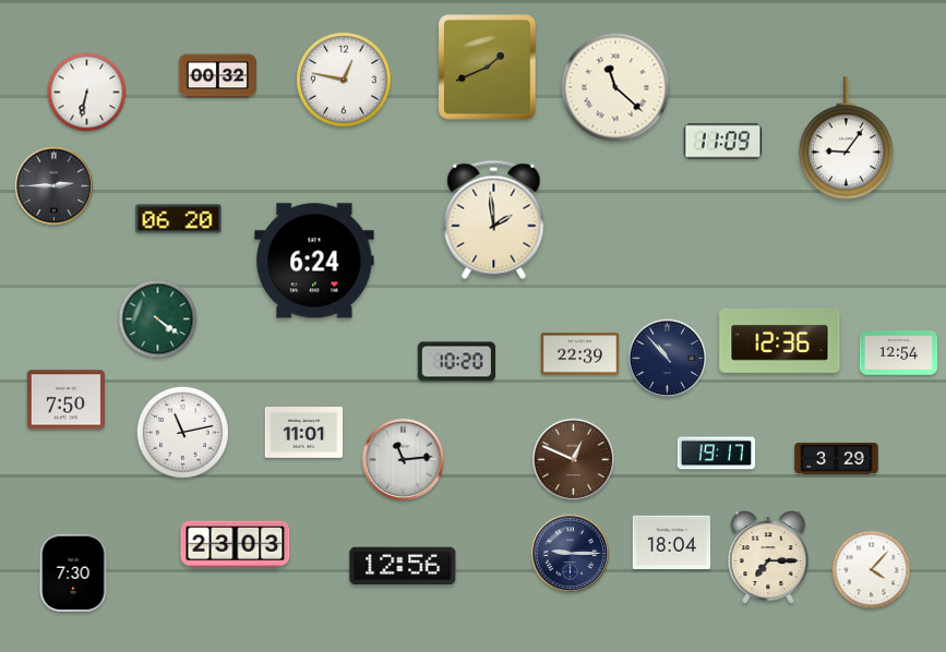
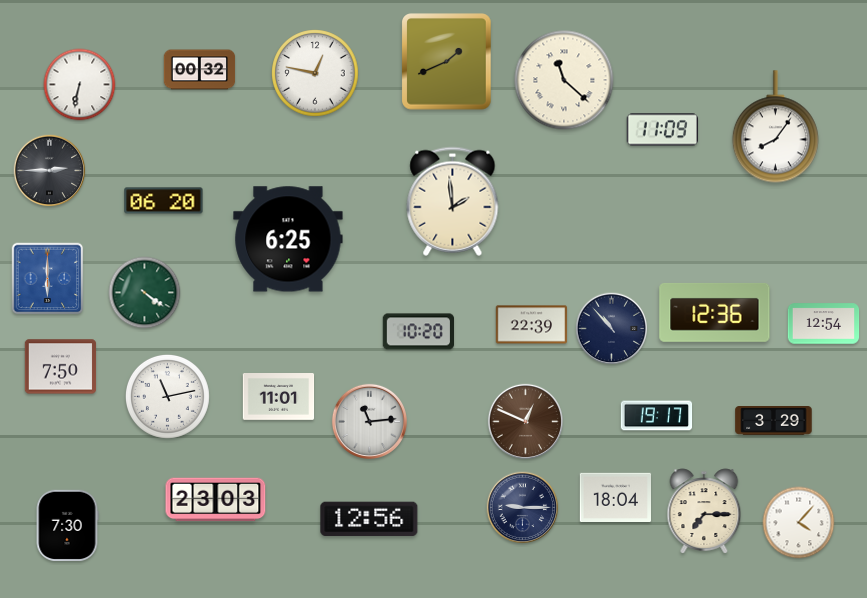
clock at (846, 138): 9:06 -> 8:06
clock at (314, 261): 6:24 -> 6:25
clock at (48, 279): none -> 6:00
clock at (837, 459) position: (837, 459) -> (774, 421)
